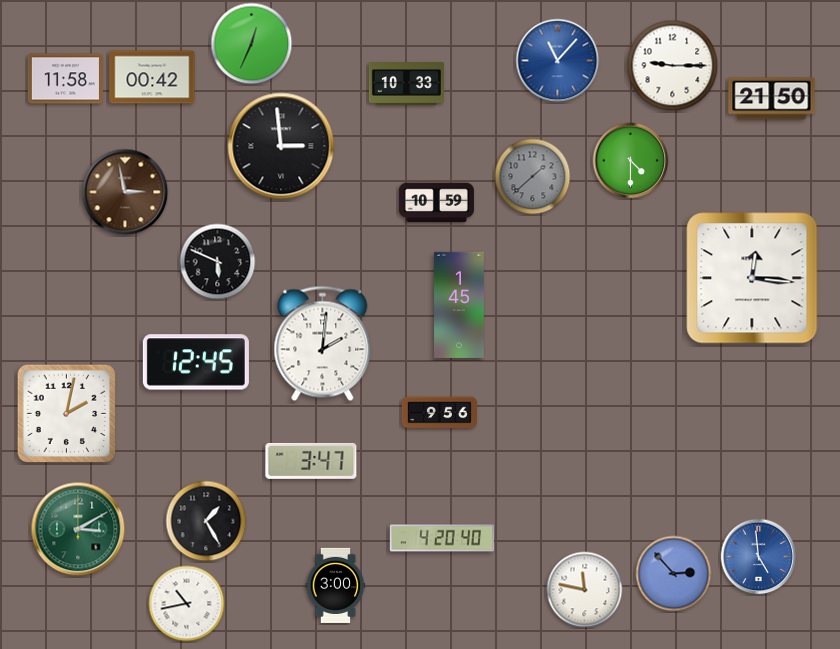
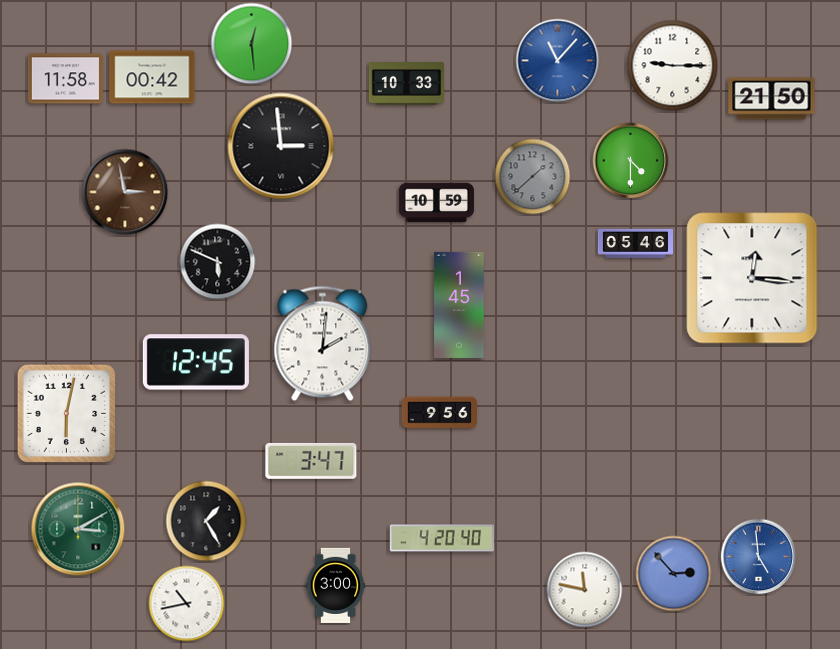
clock at (252, 44): 12:34 -> 12:29
clock at (635, 243): none -> 05:46
clock at (67, 414): 2:02 -> 6:02
